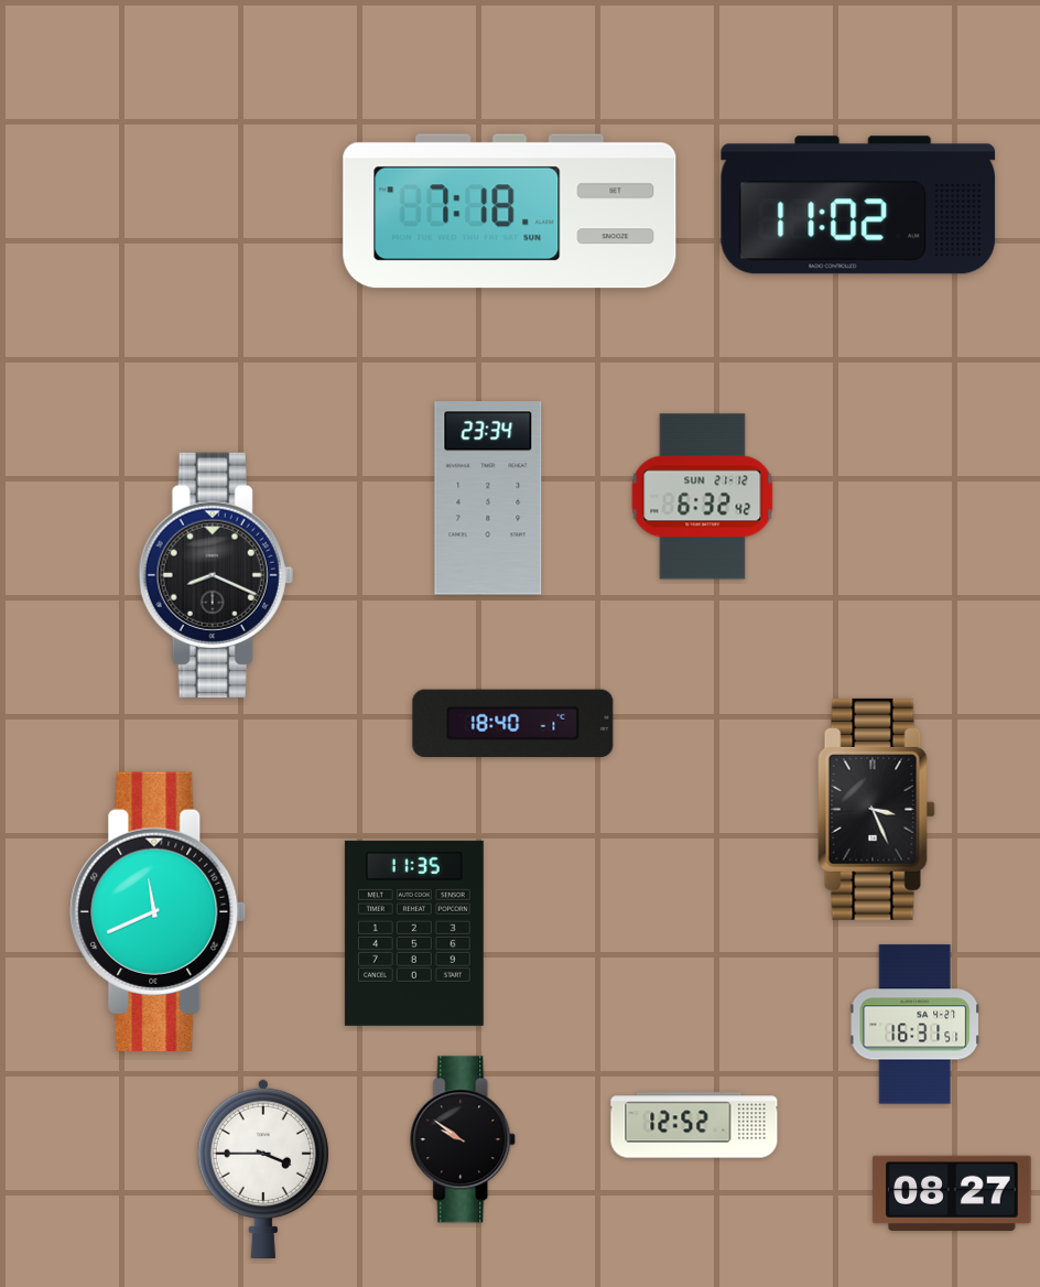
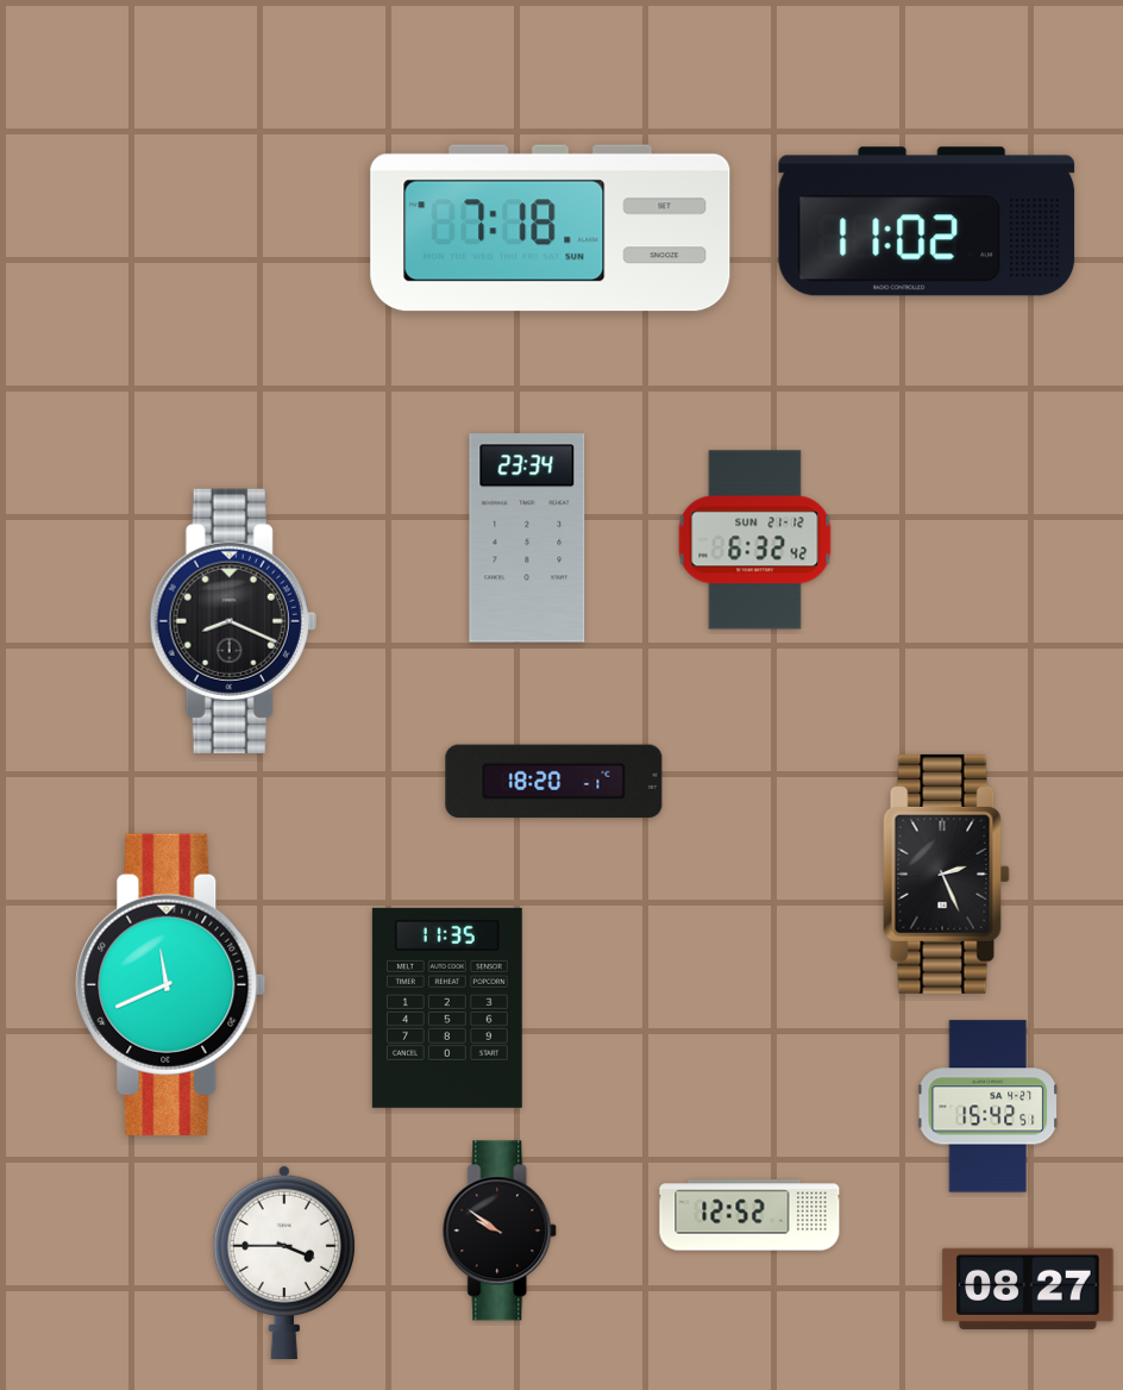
clock at (703, 497) position: (703, 497) -> (755, 540)
clock at (513, 724): 18:40 -> 18:20
clock at (877, 809): 3:26 -> 2:26
clock at (916, 1025): 16:31 -> 15:42
